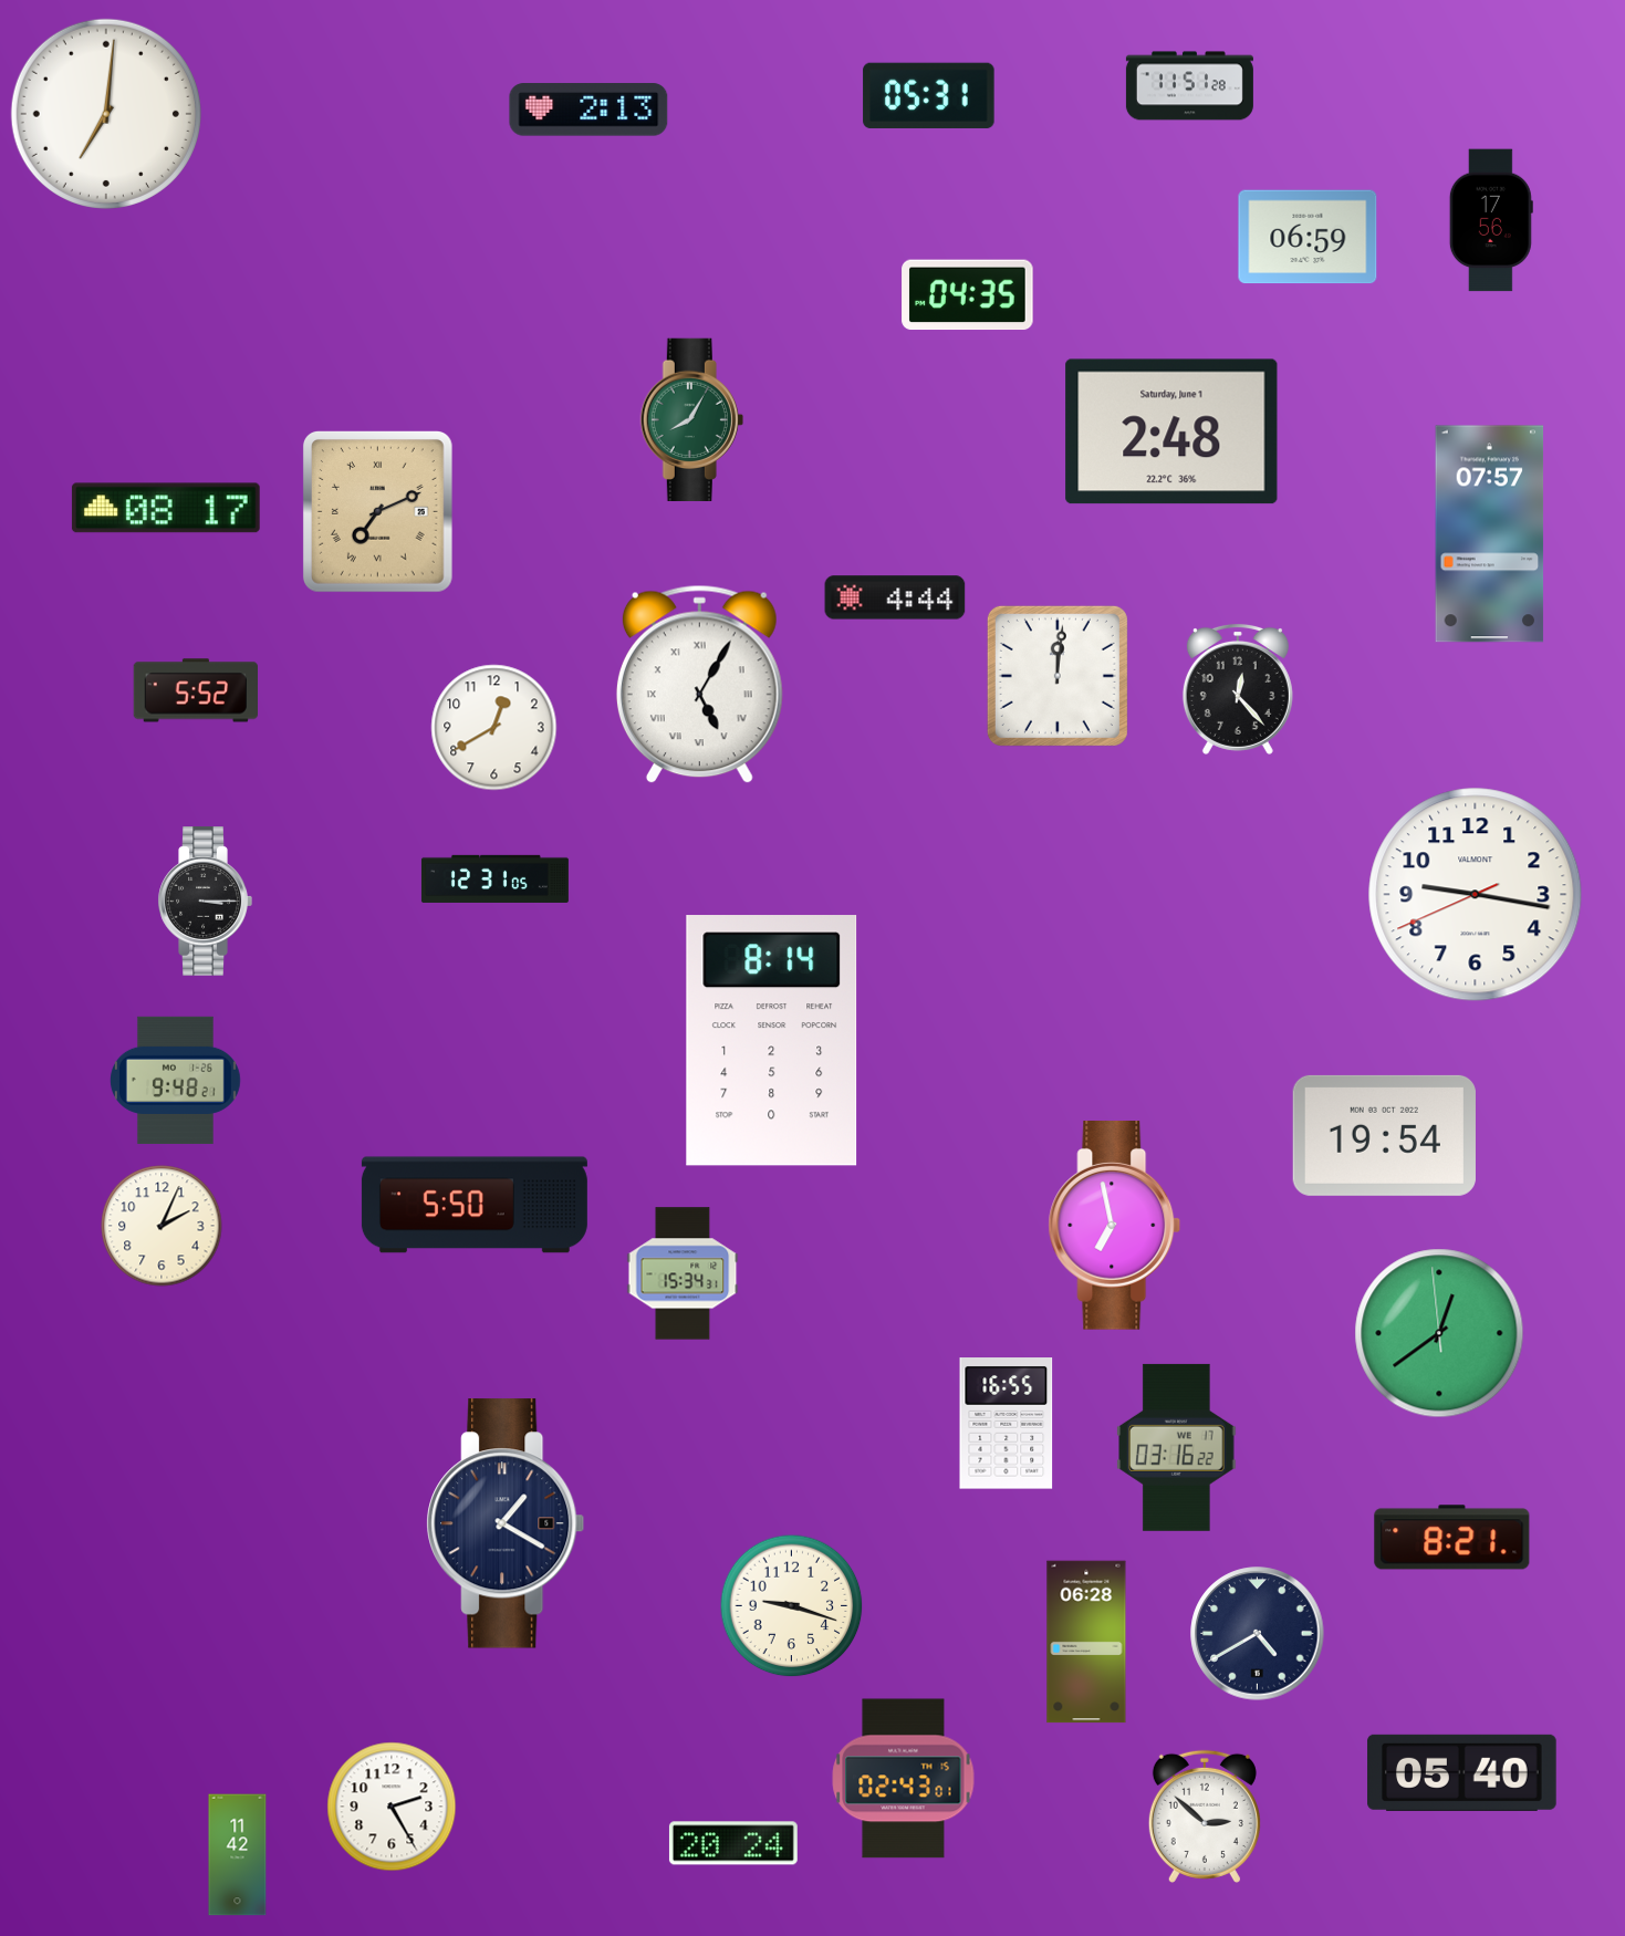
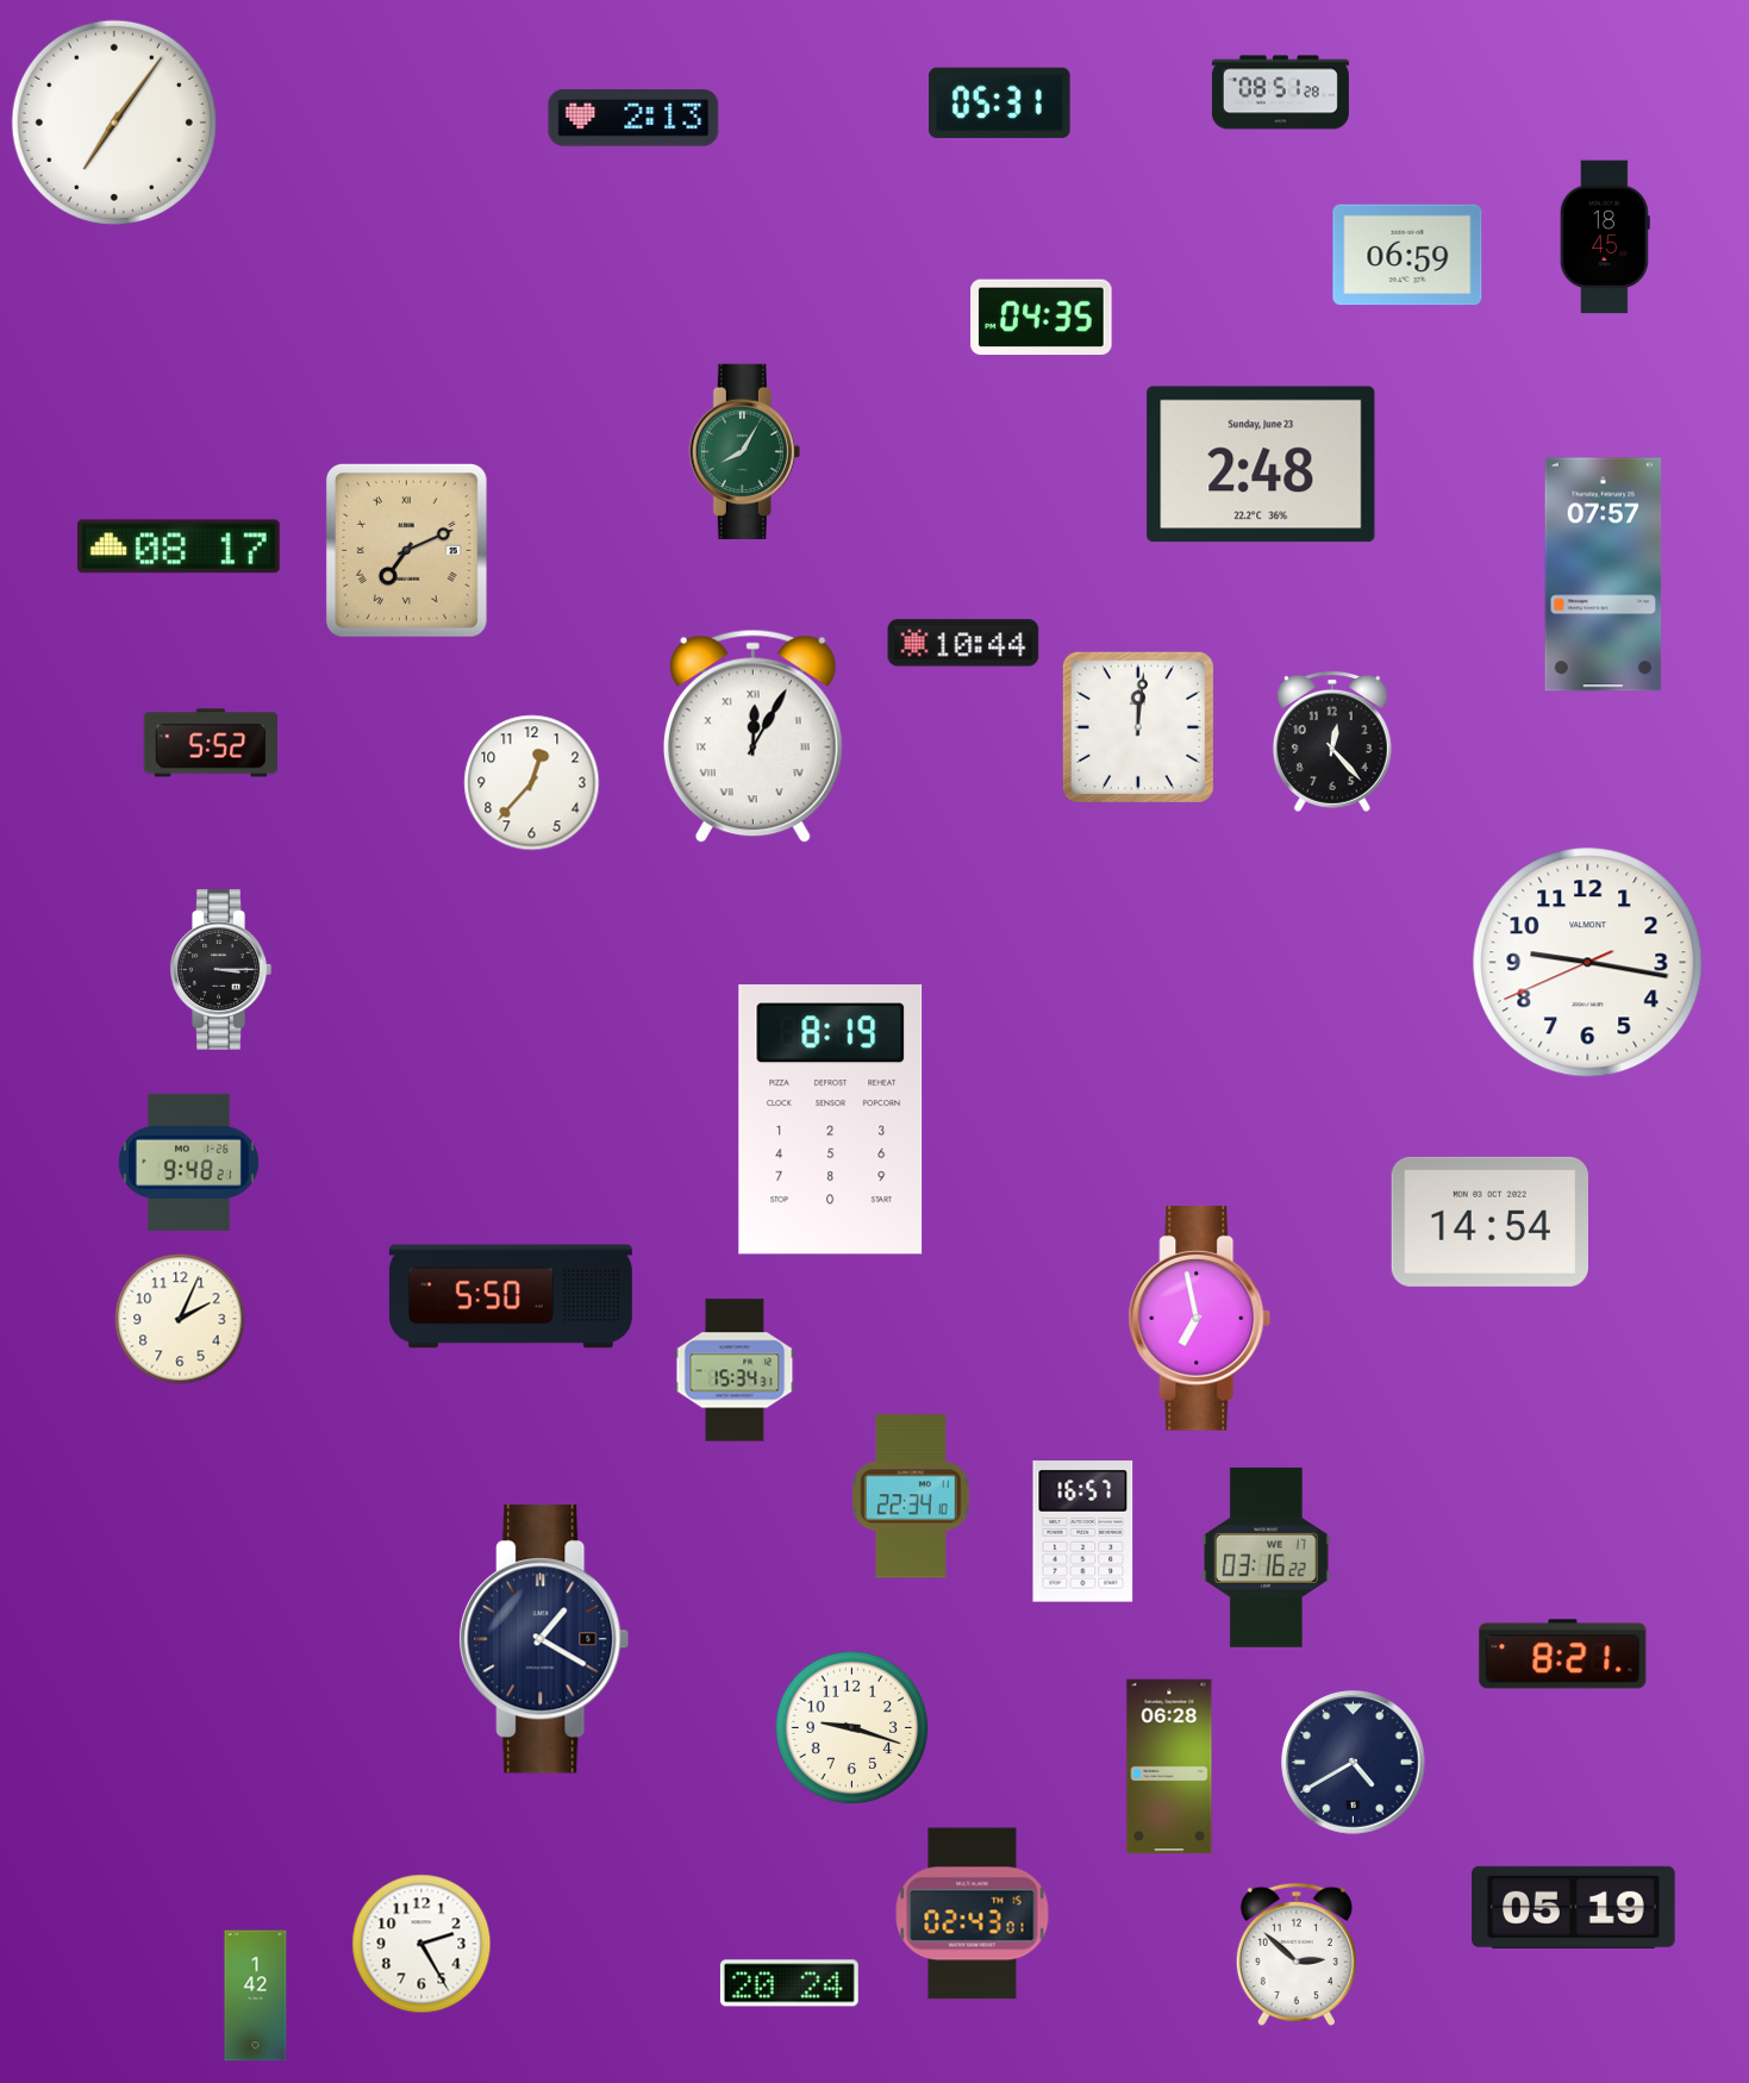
clock at (1189, 86): 11:51 -> 08:51
clock at (106, 114): 7:01 -> 7:06
clock at (1491, 220): 17:56 -> 18:45
clock at (1171, 431) date: Saturday, June 1 -> Sunday, June 23
clock at (895, 597): 4:44 -> 10:44
clock at (699, 685): 5:05 -> 12:05
clock at (494, 728): 12:40 -> 12:37
clock at (494, 878): 12:31 -> none
clock at (772, 1041): 8:14 -> 8:19
clock at (1384, 1135): 19:54 -> 14:54
clock at (162, 1226) position: (162, 1226) -> (180, 1319)
clock at (1439, 1333): 12:38 -> none
clock at (912, 1496): none -> 22:34
clock at (1007, 1424): 16:55 -> 16:57
clock at (1258, 1634) position: (1258, 1634) -> (1354, 1763)
clock at (1462, 1772): 05:40 -> 05:19
clock at (238, 1855): 11:42 -> 1:42
